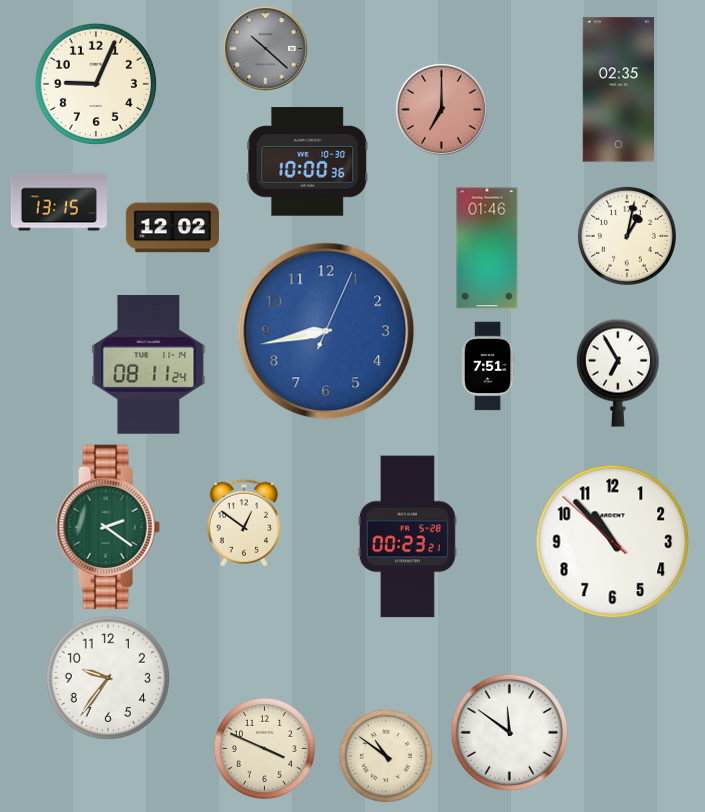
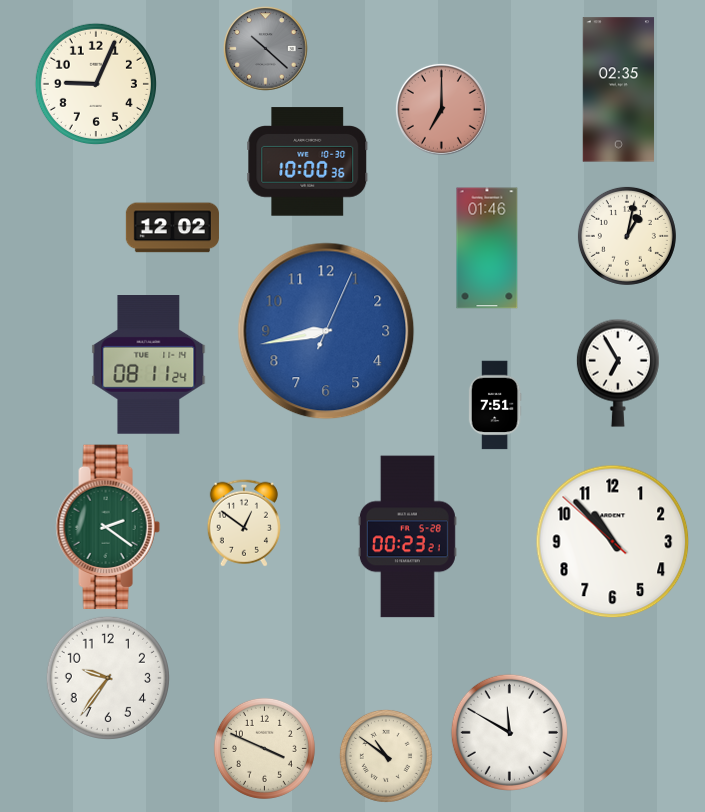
clock at (59, 202): 13:15 -> none
clock at (488, 366) position: (488, 366) -> (495, 405)
clock at (509, 732): 11:51 -> 11:50
